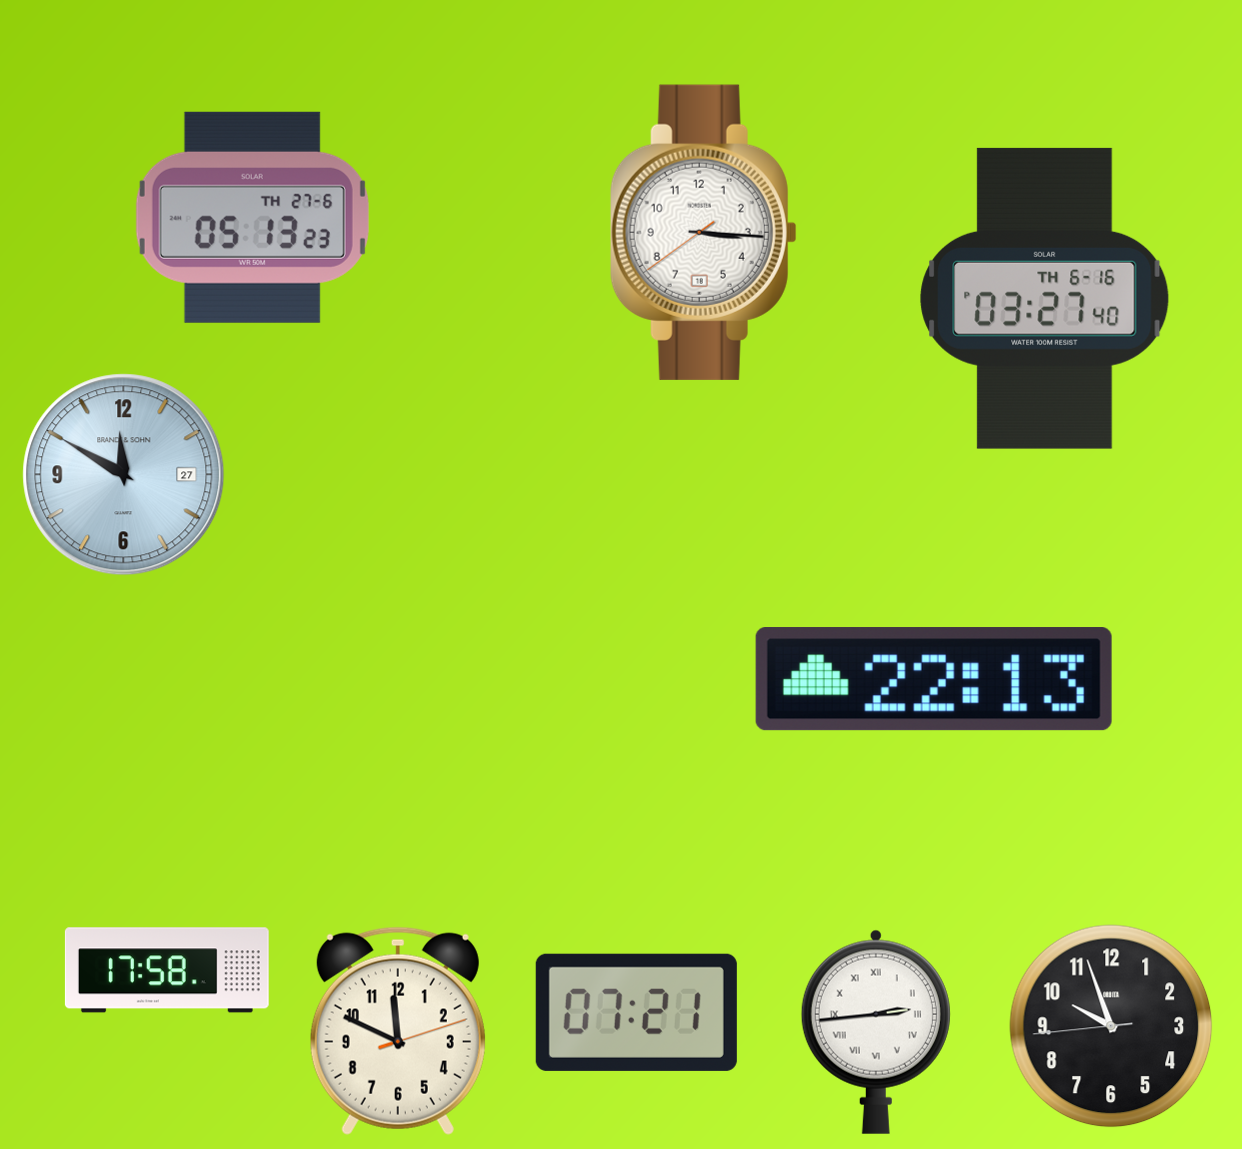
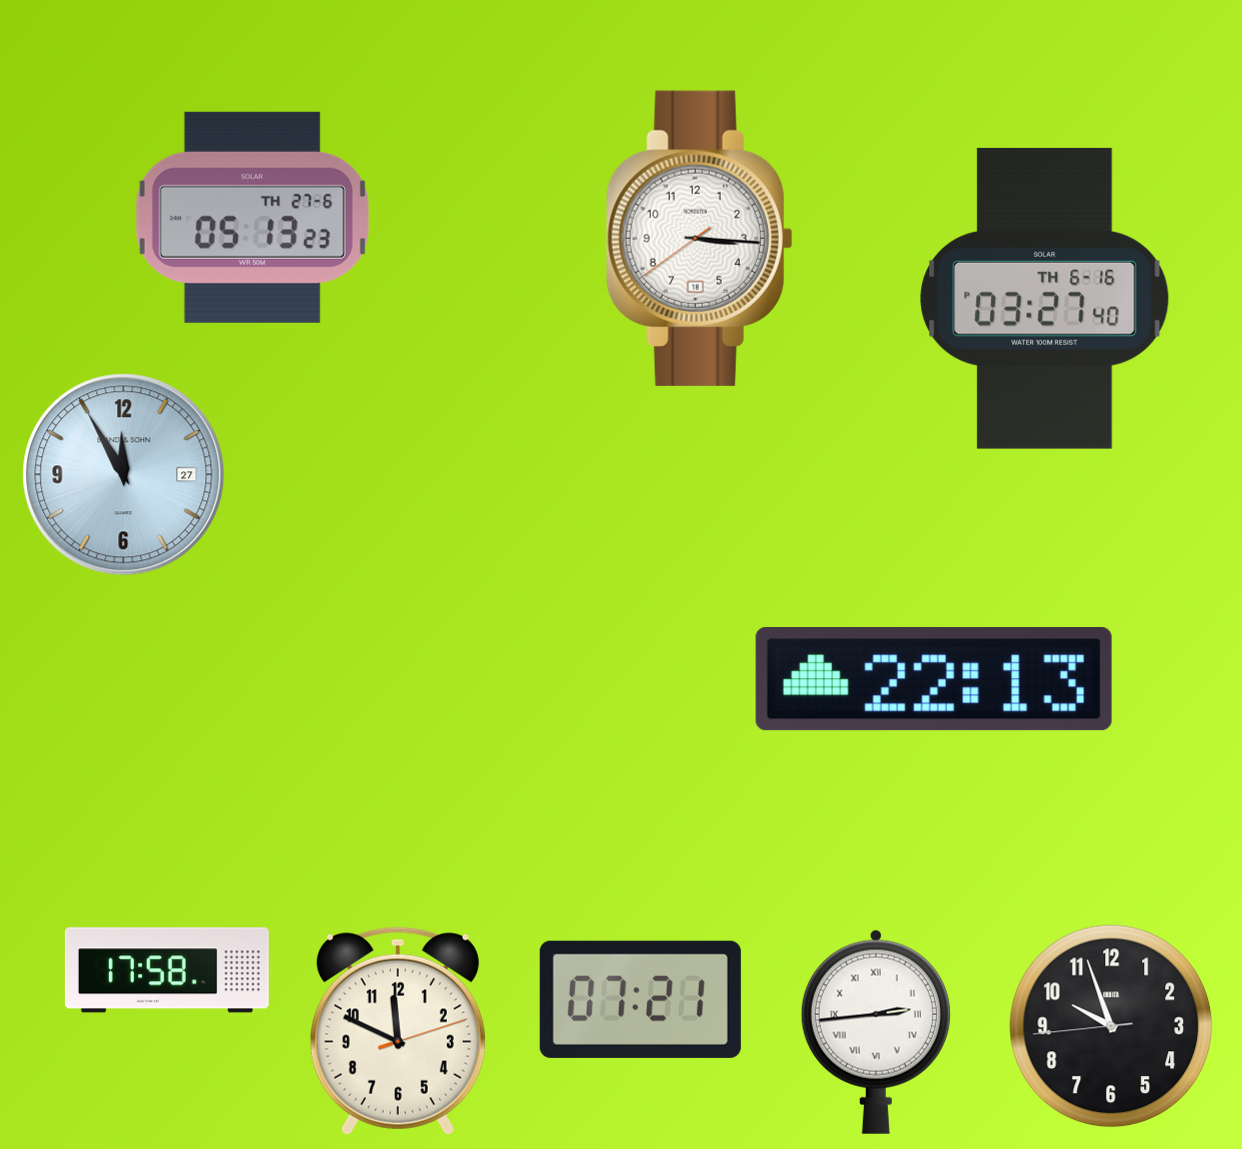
clock at (703, 232) position: (703, 232) -> (699, 238)
clock at (124, 475): 11:50 -> 11:55
clock at (636, 1012) position: (636, 1012) -> (640, 999)
